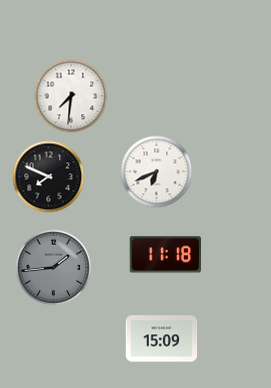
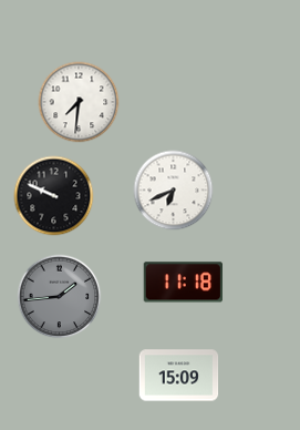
clock at (71, 96) position: (71, 96) -> (79, 102)
clock at (49, 177): 7:49 -> 9:49
